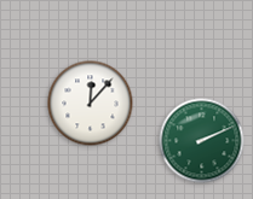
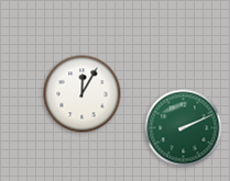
clock at (91, 104): 12:07 -> 12:05
